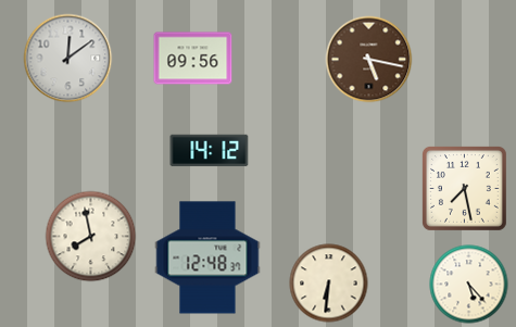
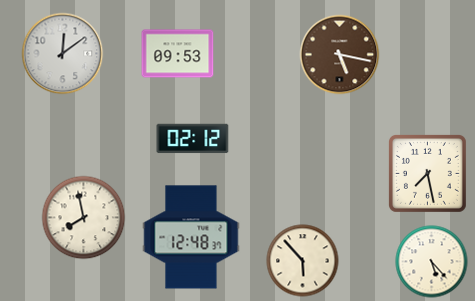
clock at (193, 59): 09:56 -> 09:53
clock at (210, 151): 14:12 -> 02:12
clock at (329, 284): 6:31 -> 5:53
